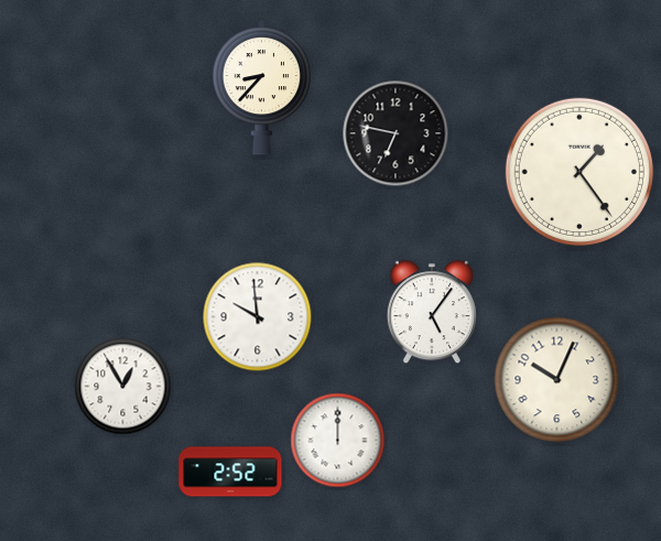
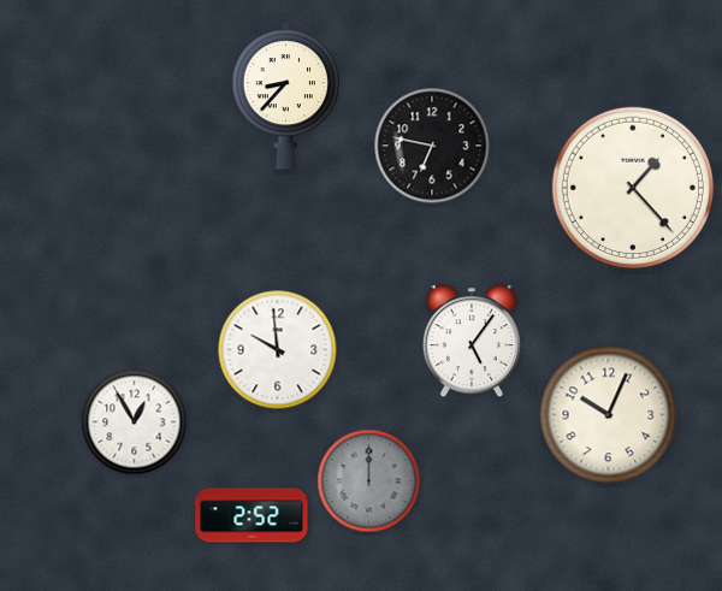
clock at (579, 172): 1:24 -> 1:23
clock at (258, 317) position: (258, 317) -> (278, 350)
clock at (338, 441) dial: white -> grey
